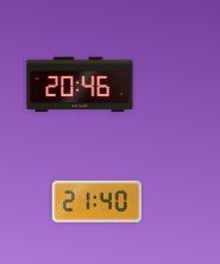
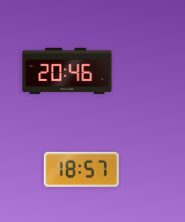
clock at (96, 201): 21:40 -> 18:57
